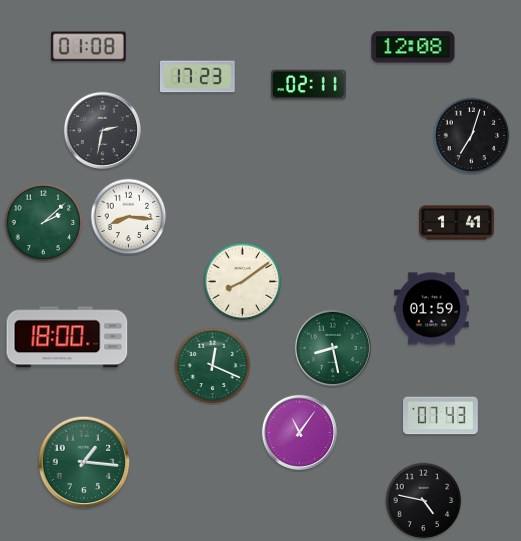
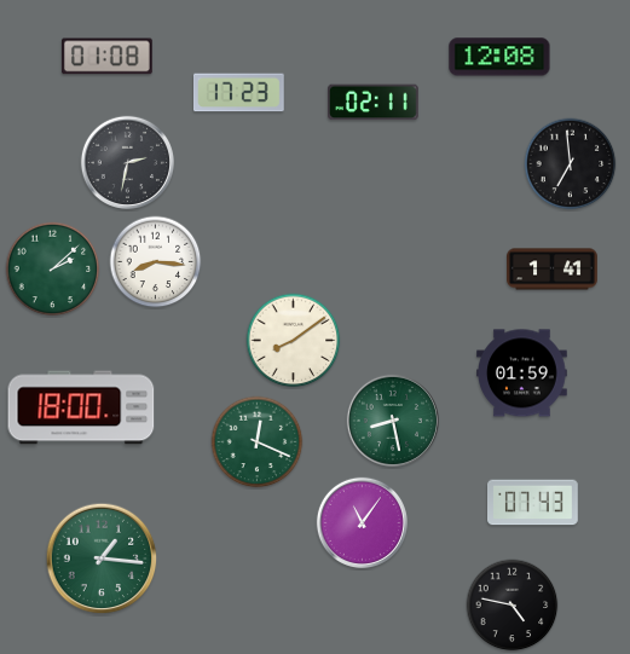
clock at (102, 130) position: (102, 130) -> (127, 162)
clock at (472, 136): 7:03 -> 6:59
clock at (332, 347) position: (332, 347) -> (392, 419)
